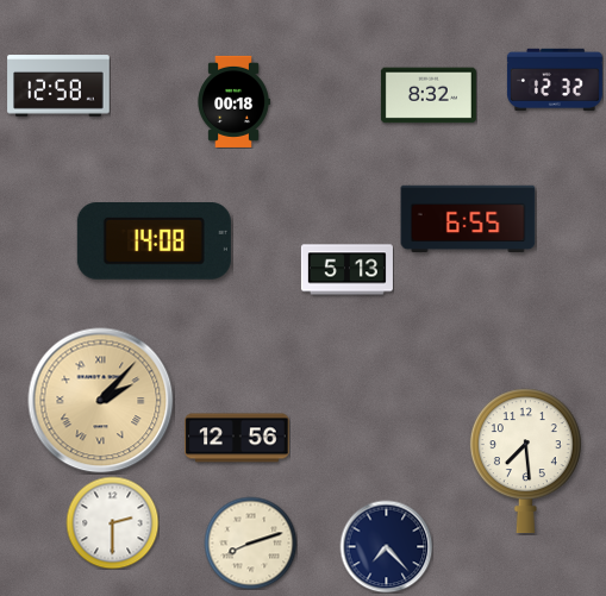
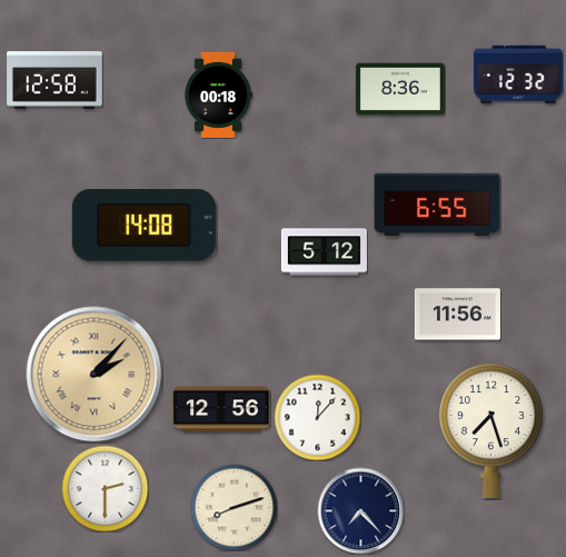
clock at (429, 95): 8:32 -> 8:36
clock at (346, 270): 5:13 -> 5:12
clock at (457, 315): none -> 11:56
clock at (317, 417): none -> 12:07
clock at (525, 462): 7:29 -> 7:27
